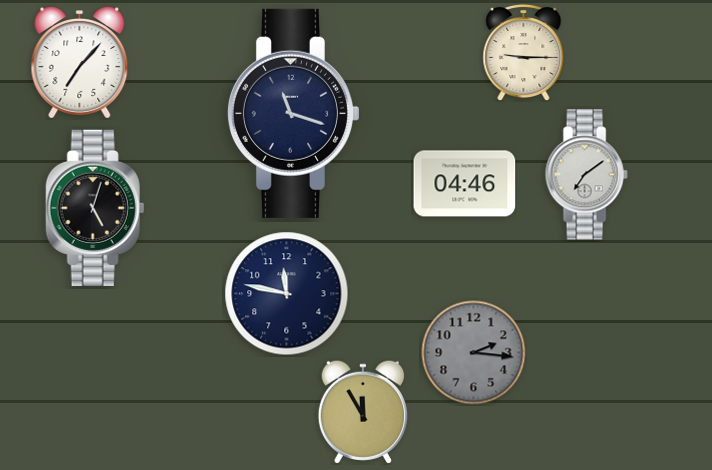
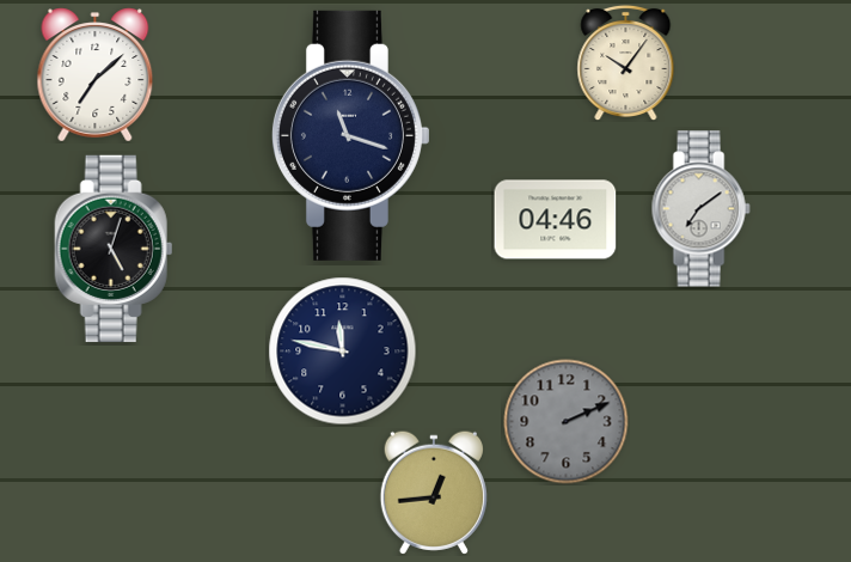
clock at (524, 52): 9:15 -> 10:06
clock at (80, 63): 7:07 -> 7:08
clock at (474, 353): 2:16 -> 2:11
clock at (363, 412): 11:55 -> 12:44
